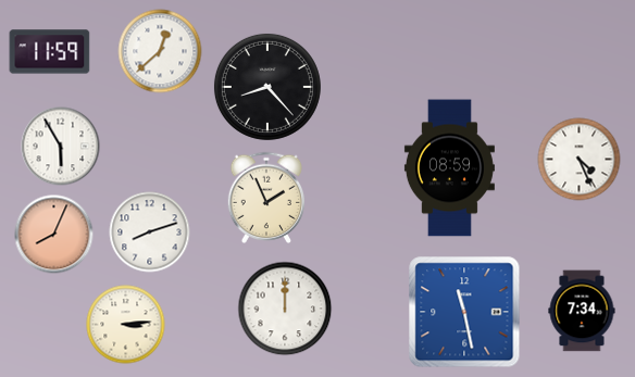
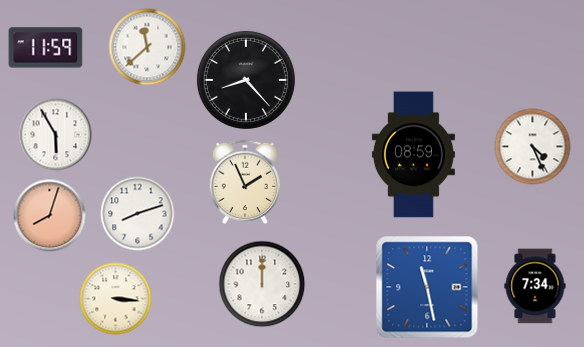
clock at (160, 51): 12:38 -> 11:38
clock at (54, 235): 8:04 -> 8:03
clock at (126, 325): 3:14 -> 3:16
